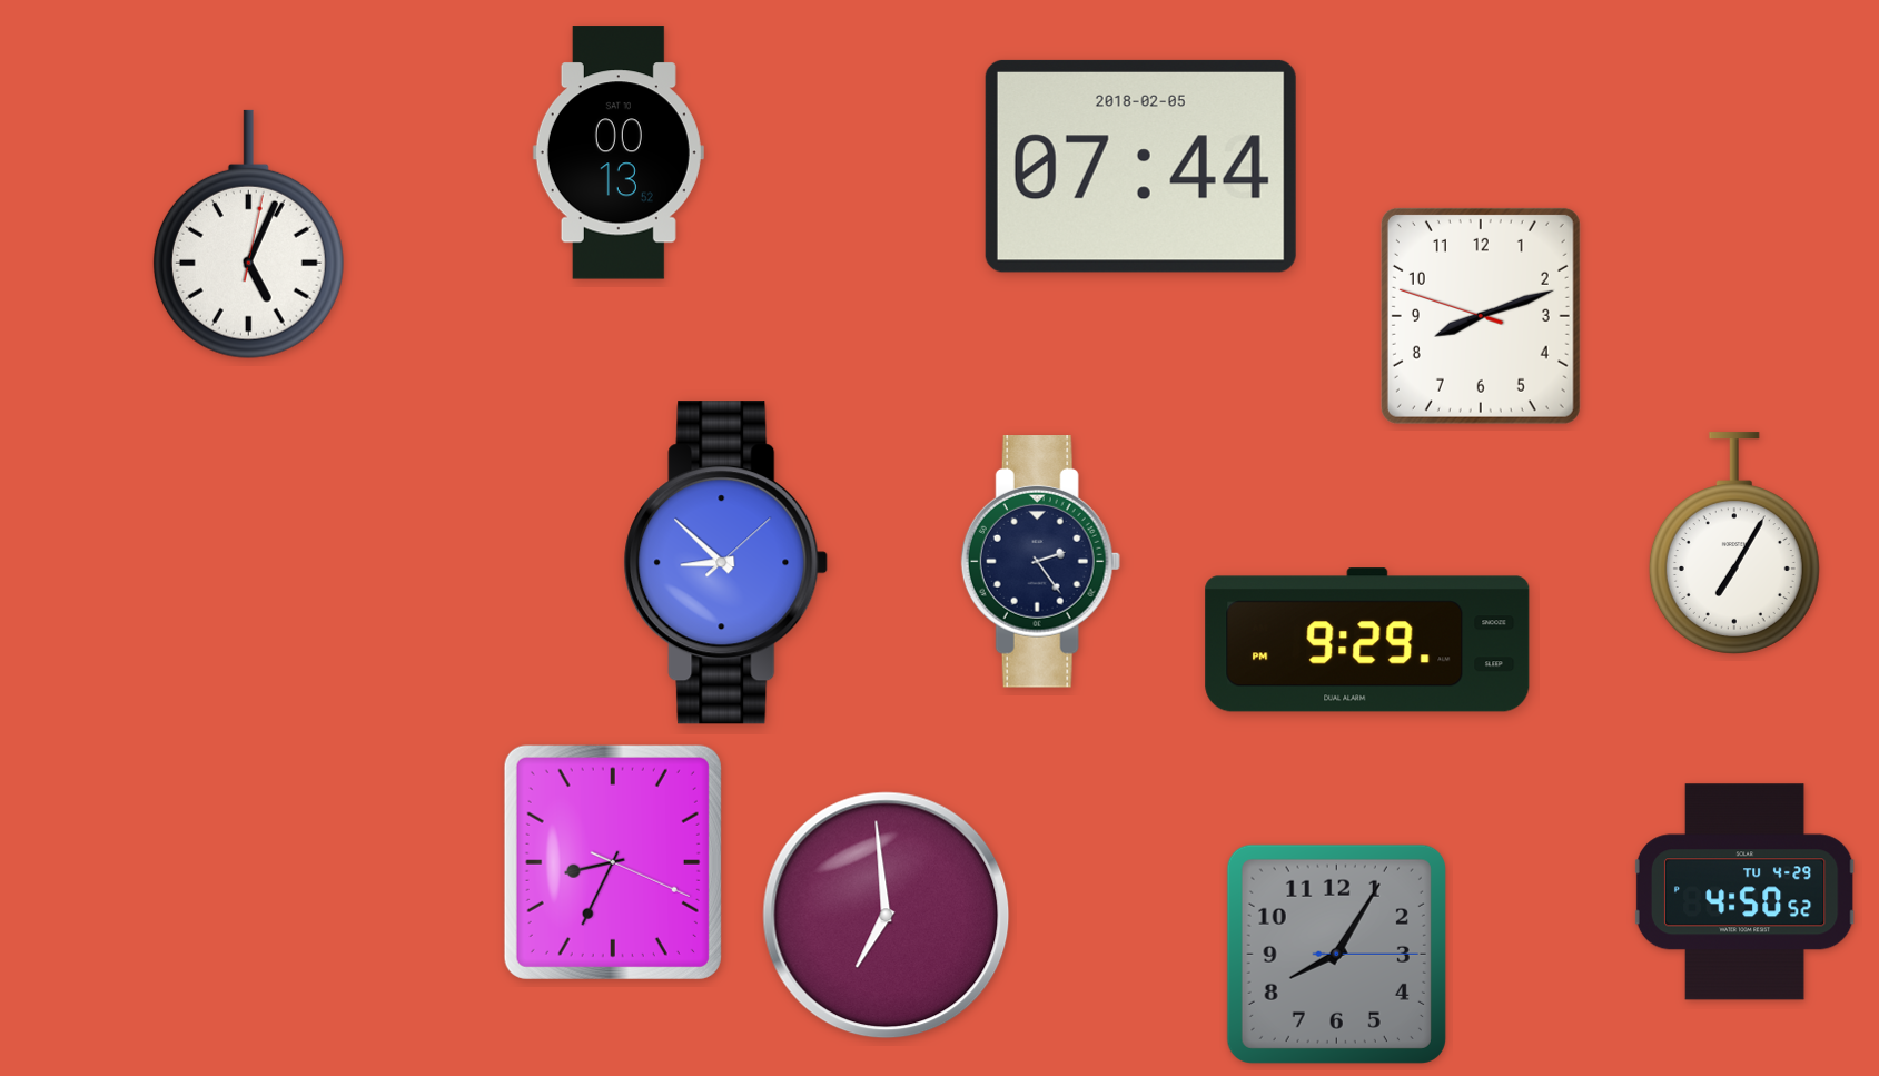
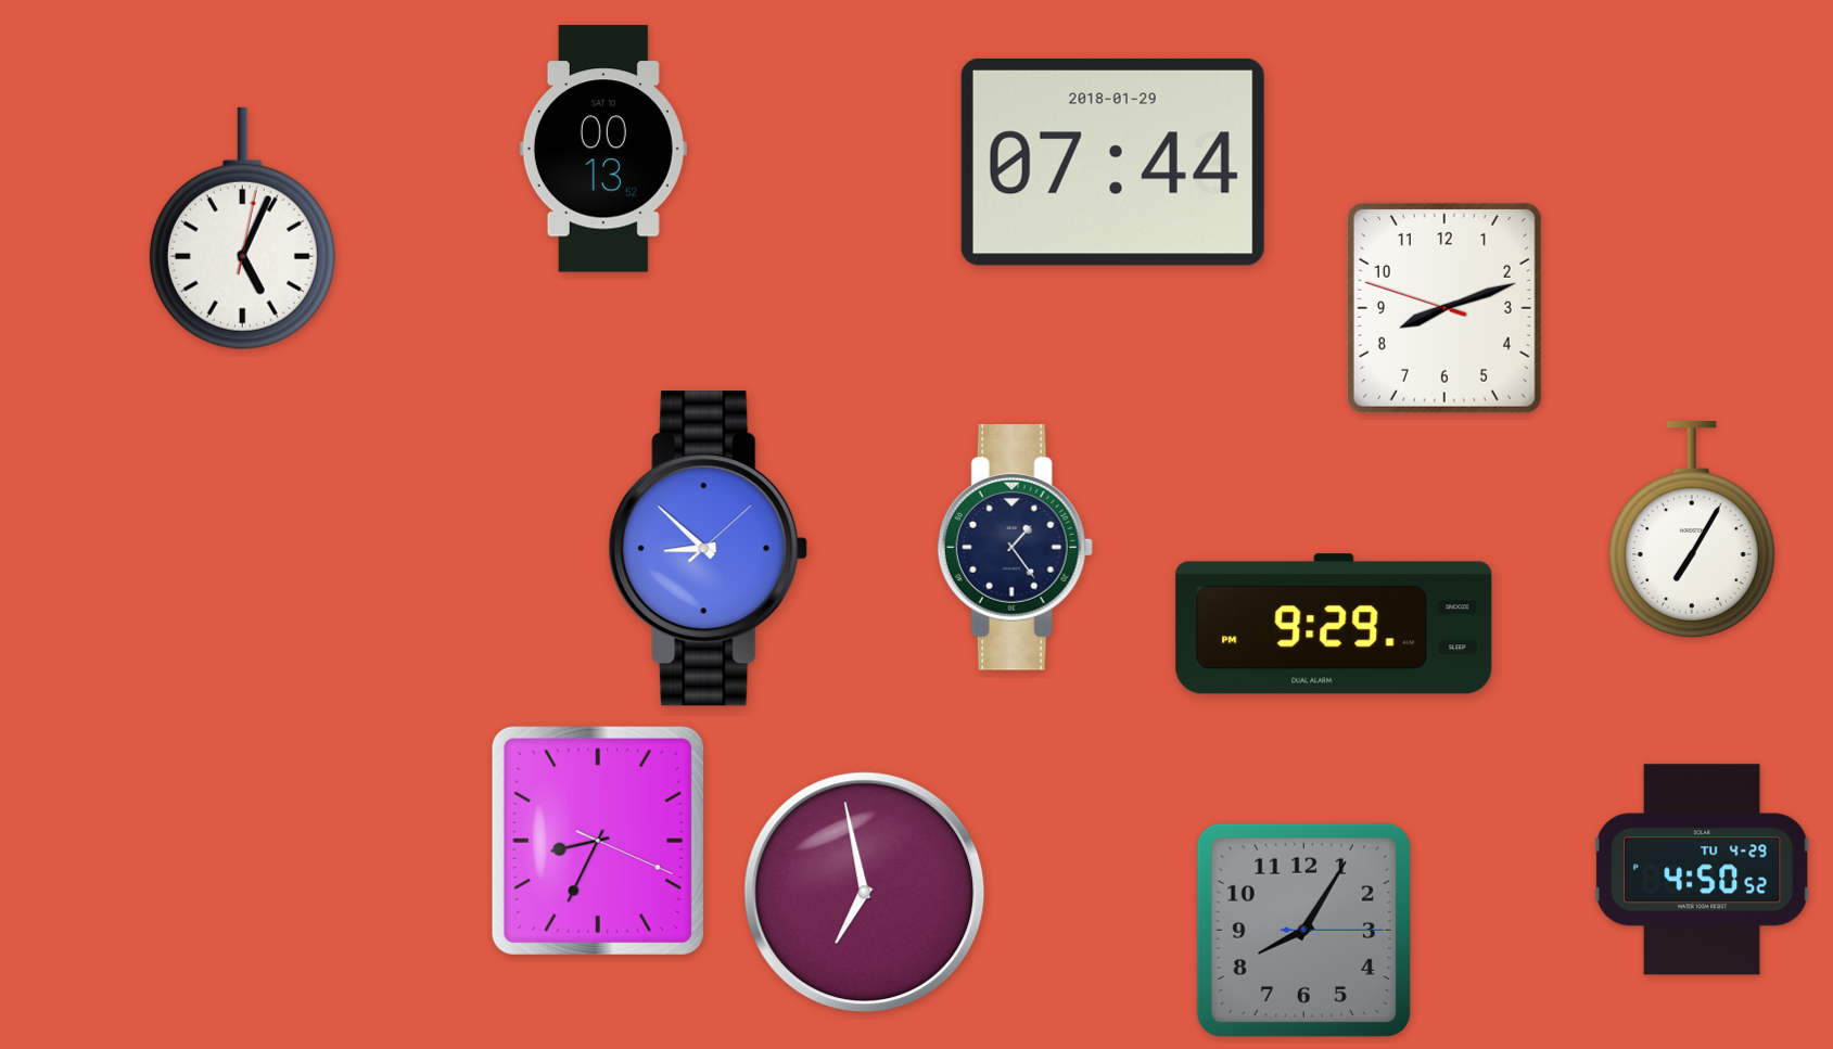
clock at (1140, 166) date: 2018-02-05 -> 2018-01-29
clock at (1040, 562): 2:24 -> 1:24
clock at (887, 916): 6:59 -> 6:58
